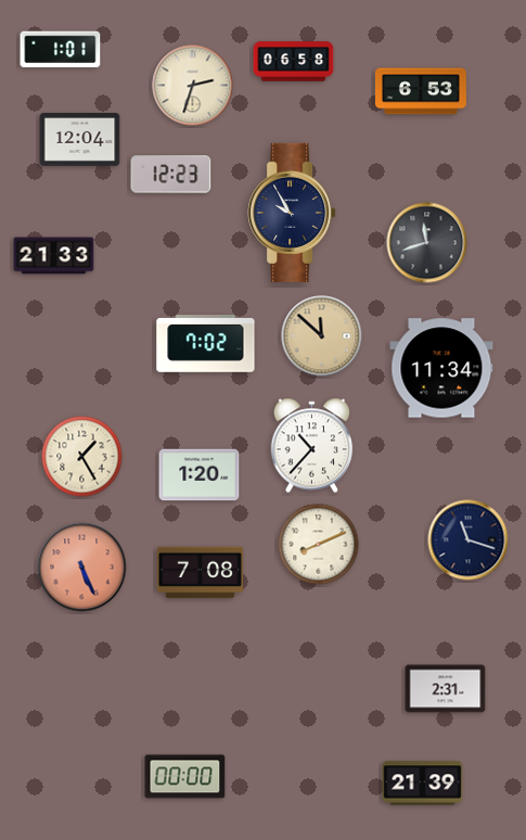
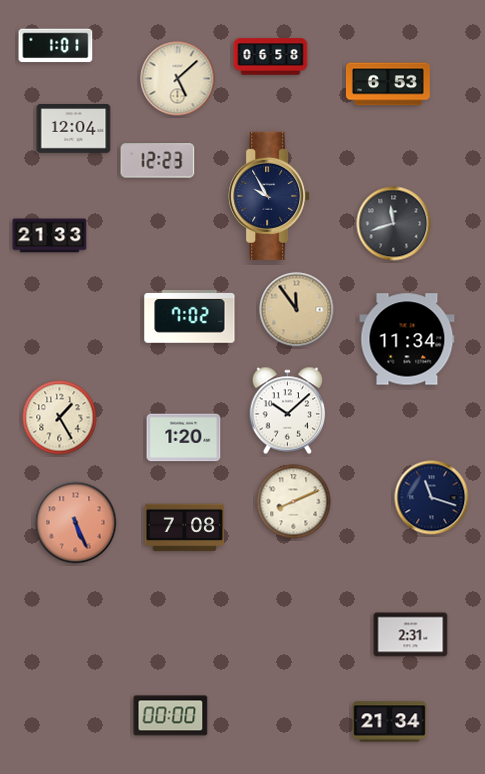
clock at (193, 86): 2:33 -> 5:08
clock at (322, 336): 11:52 -> 11:54
clock at (312, 446): 10:37 -> 10:08
clock at (82, 457) position: (82, 457) -> (60, 418)
clock at (423, 784): 21:39 -> 21:34
